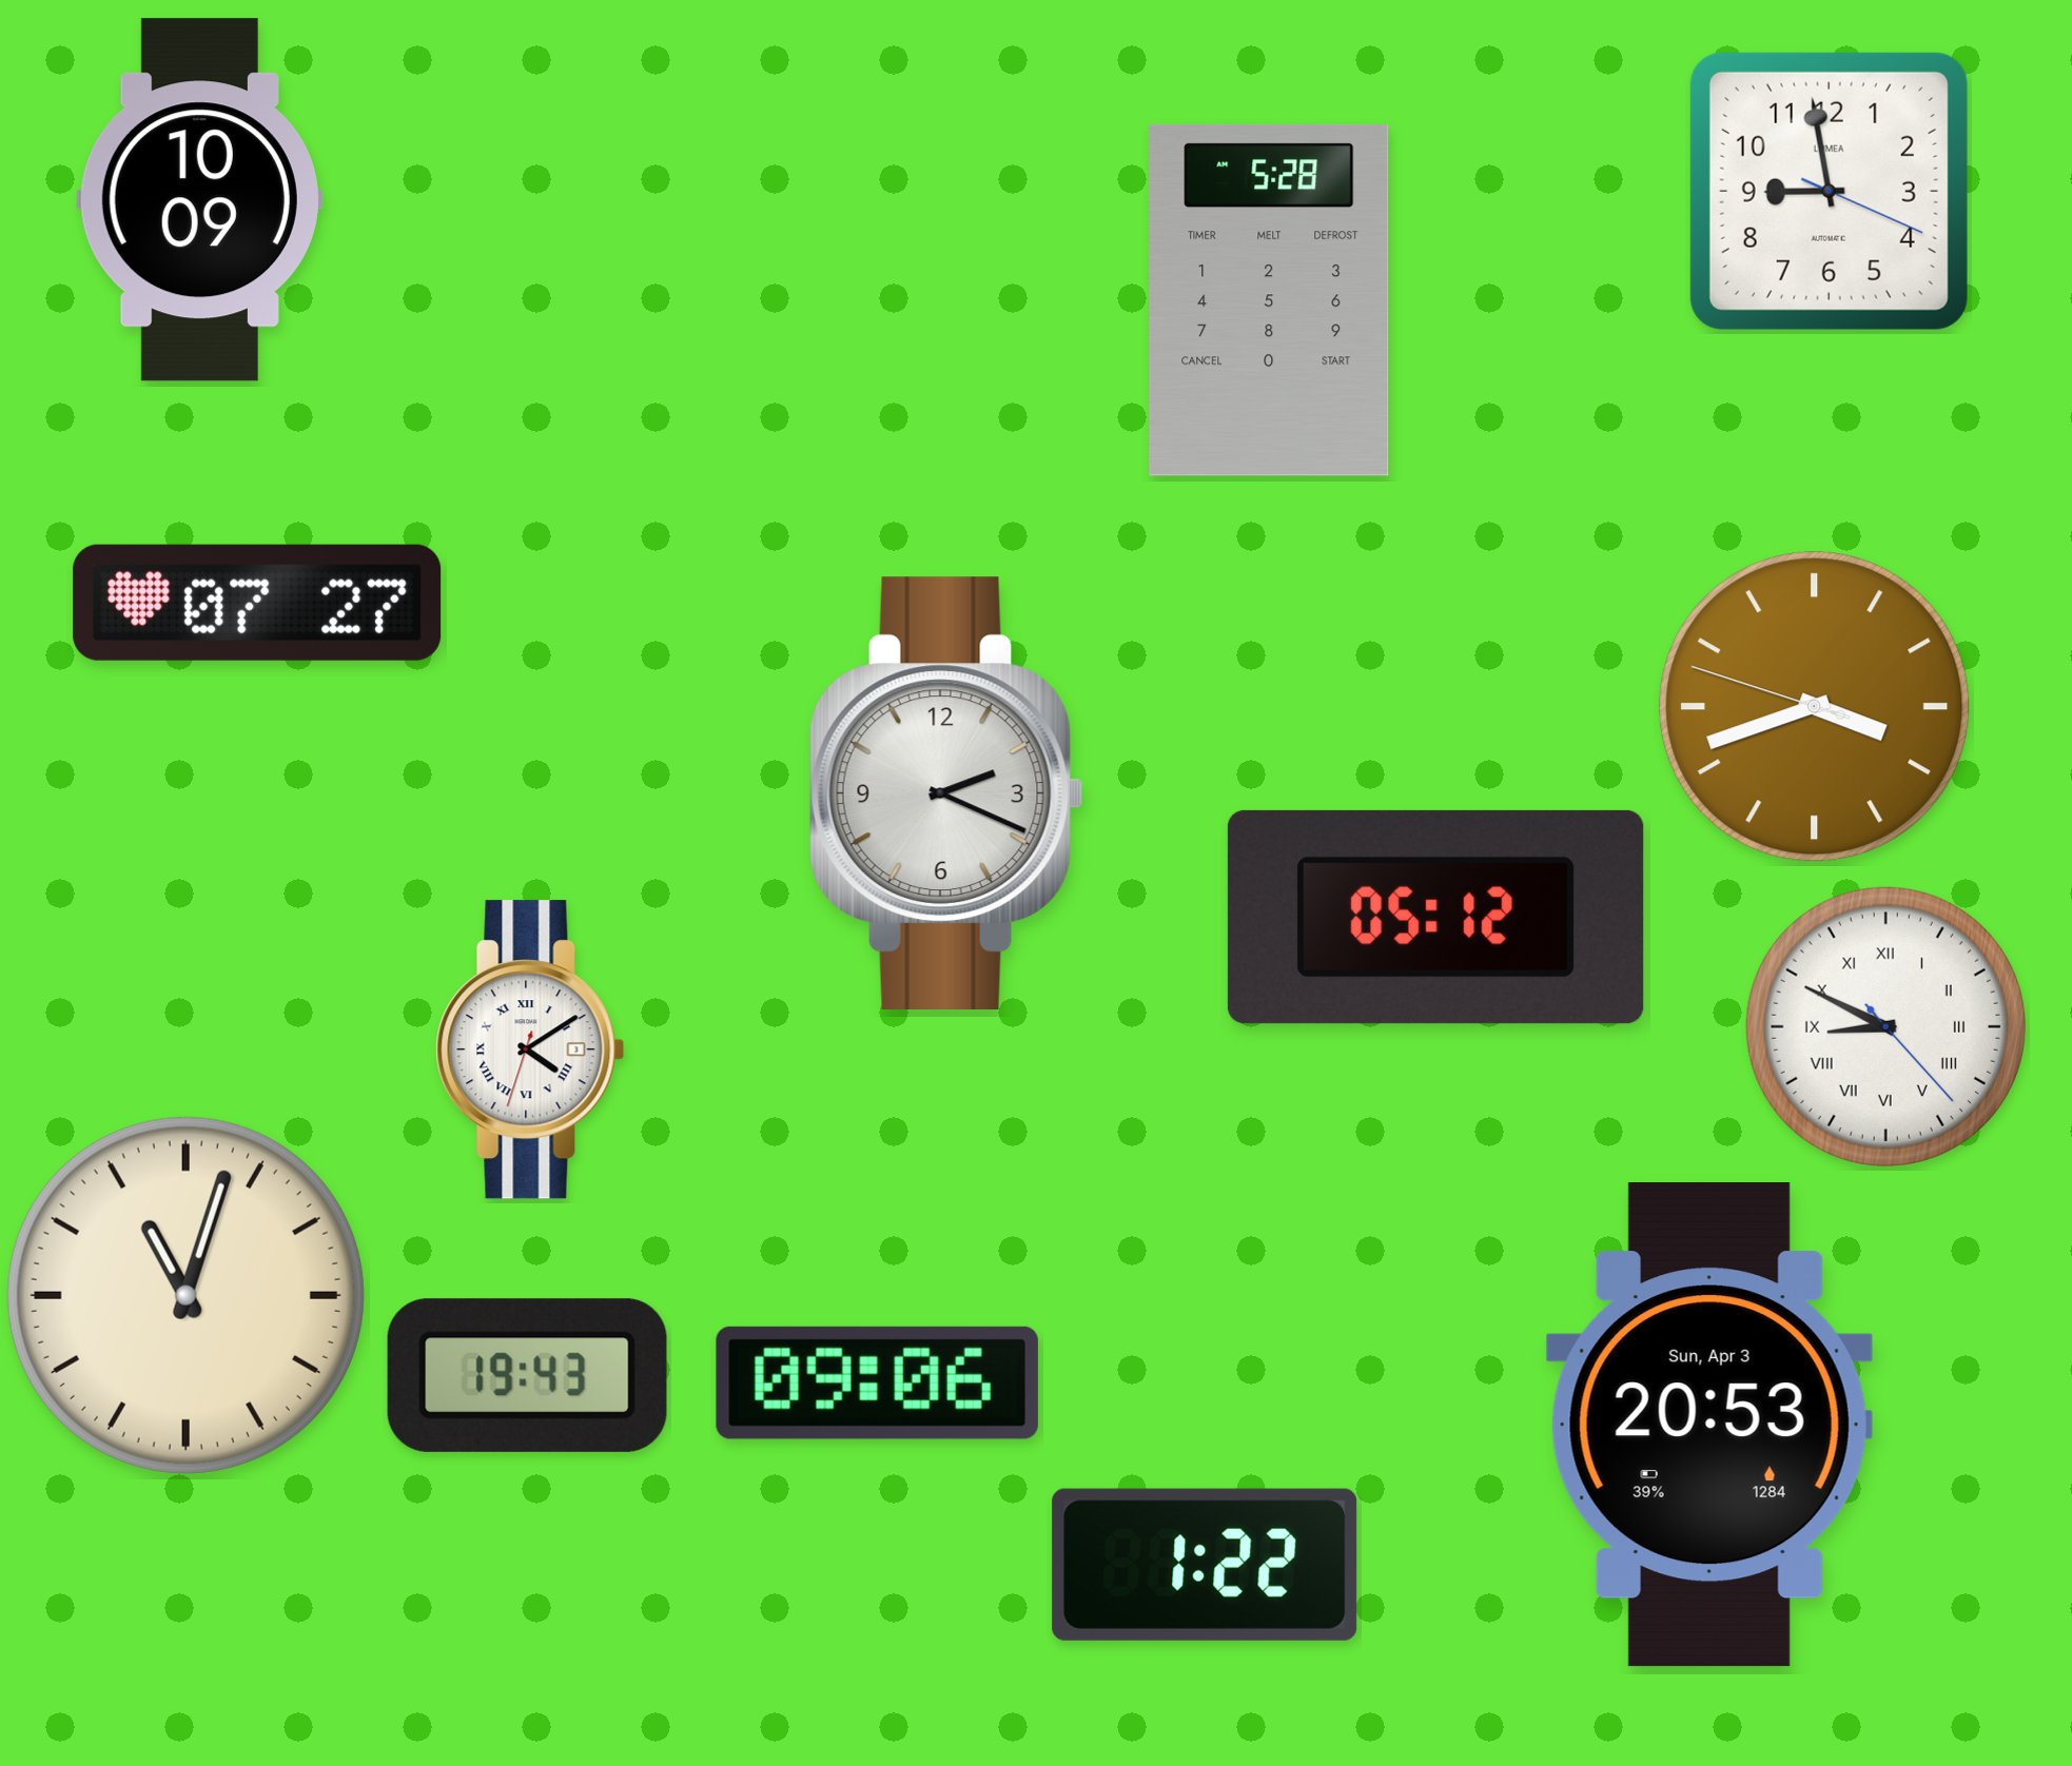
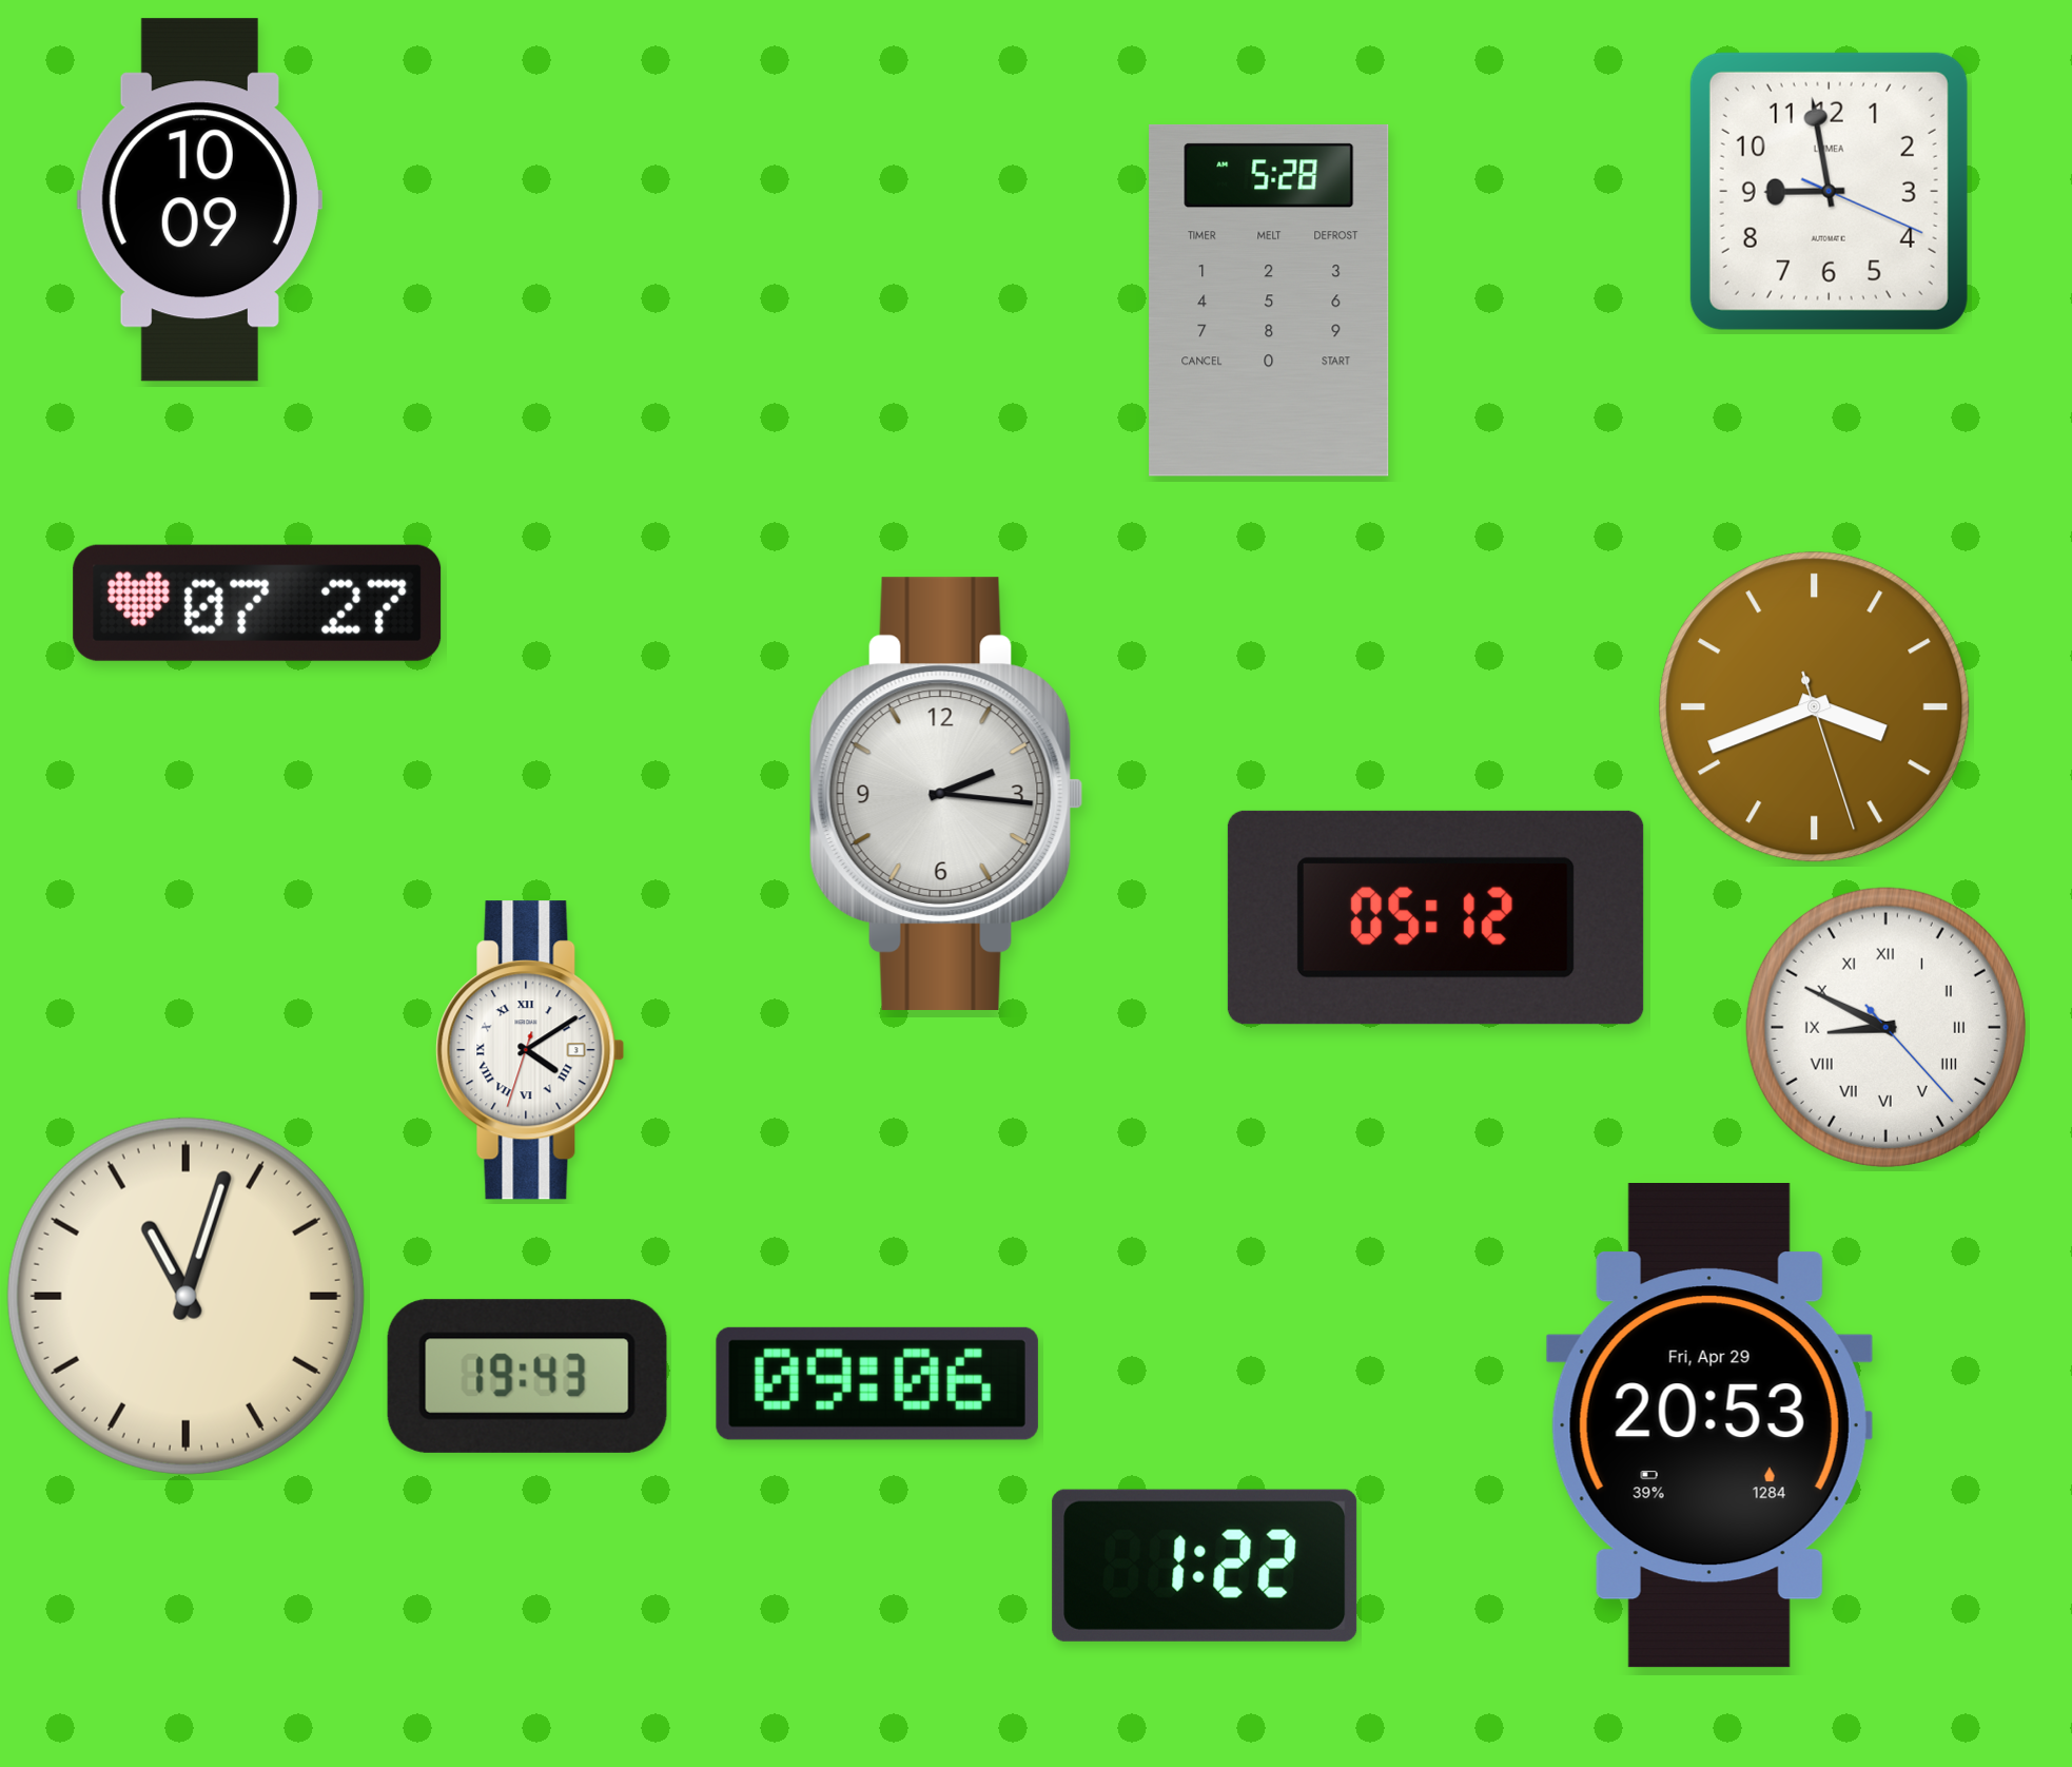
clock at (1815, 707): 3:41:48 -> 3:41:27
clock at (946, 792): 2:19 -> 2:16
clock at (1709, 1425) date: Sun, Apr 3 -> Fri, Apr 29
